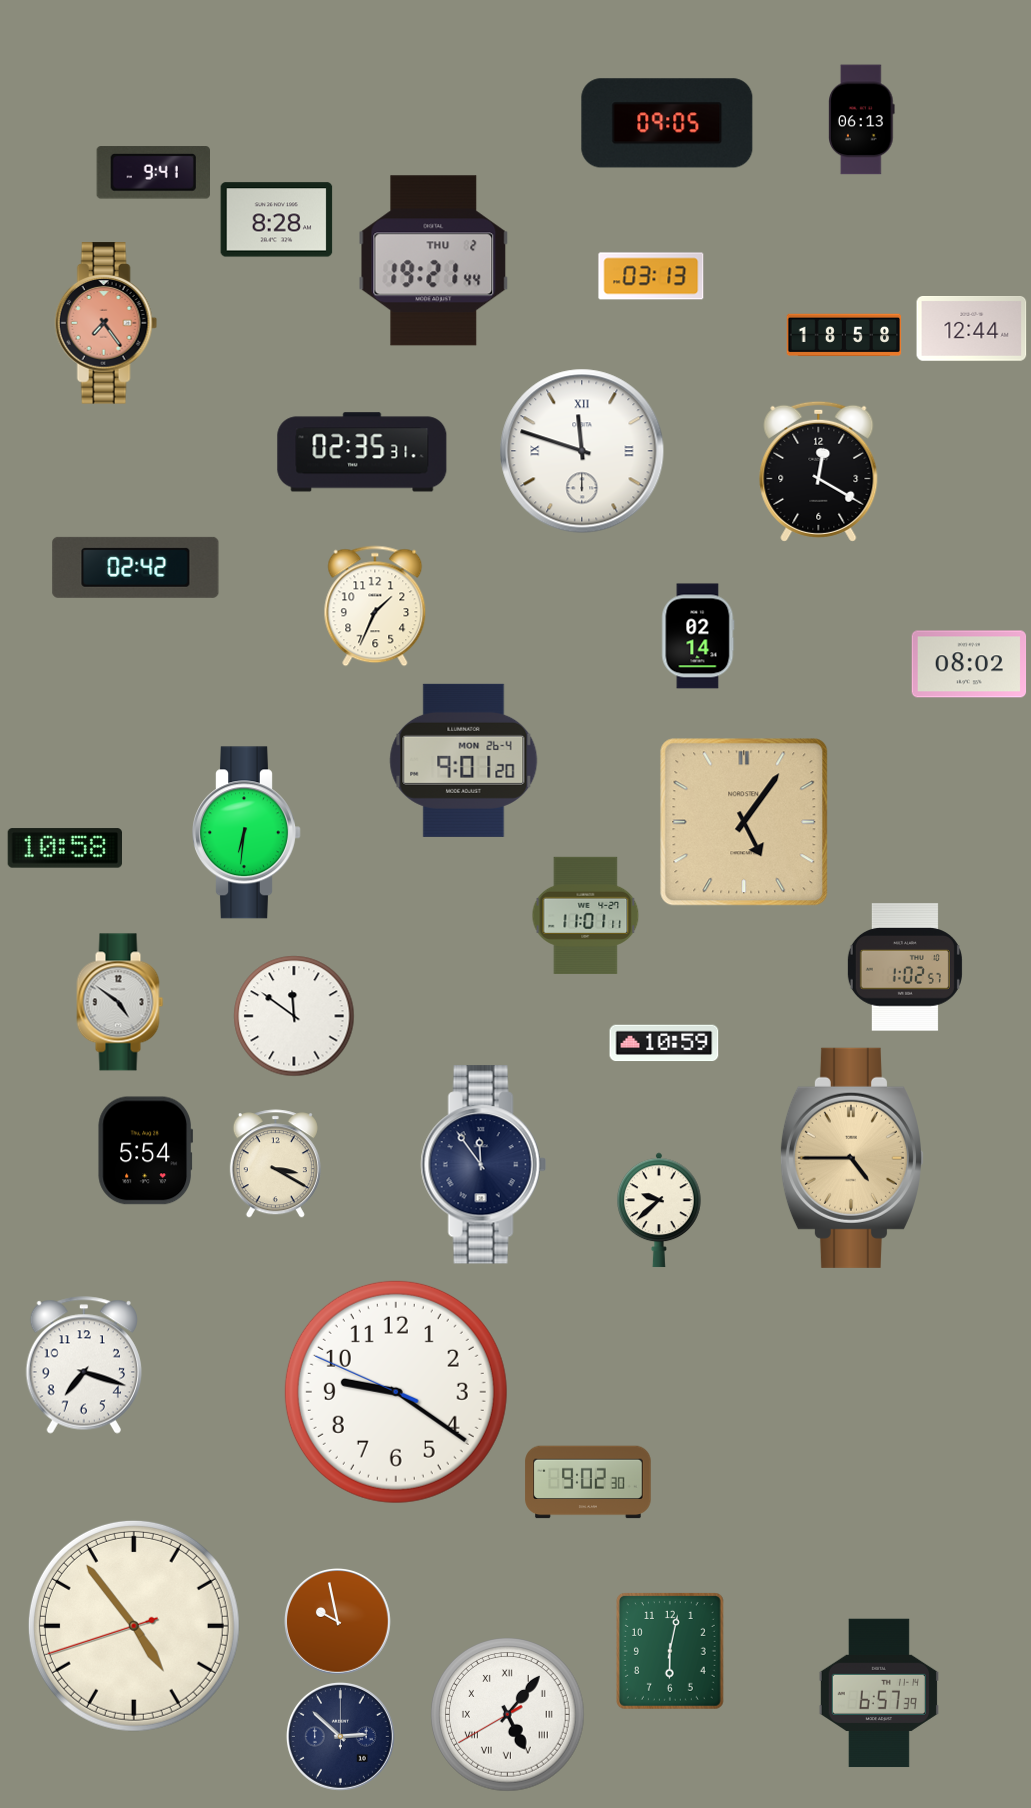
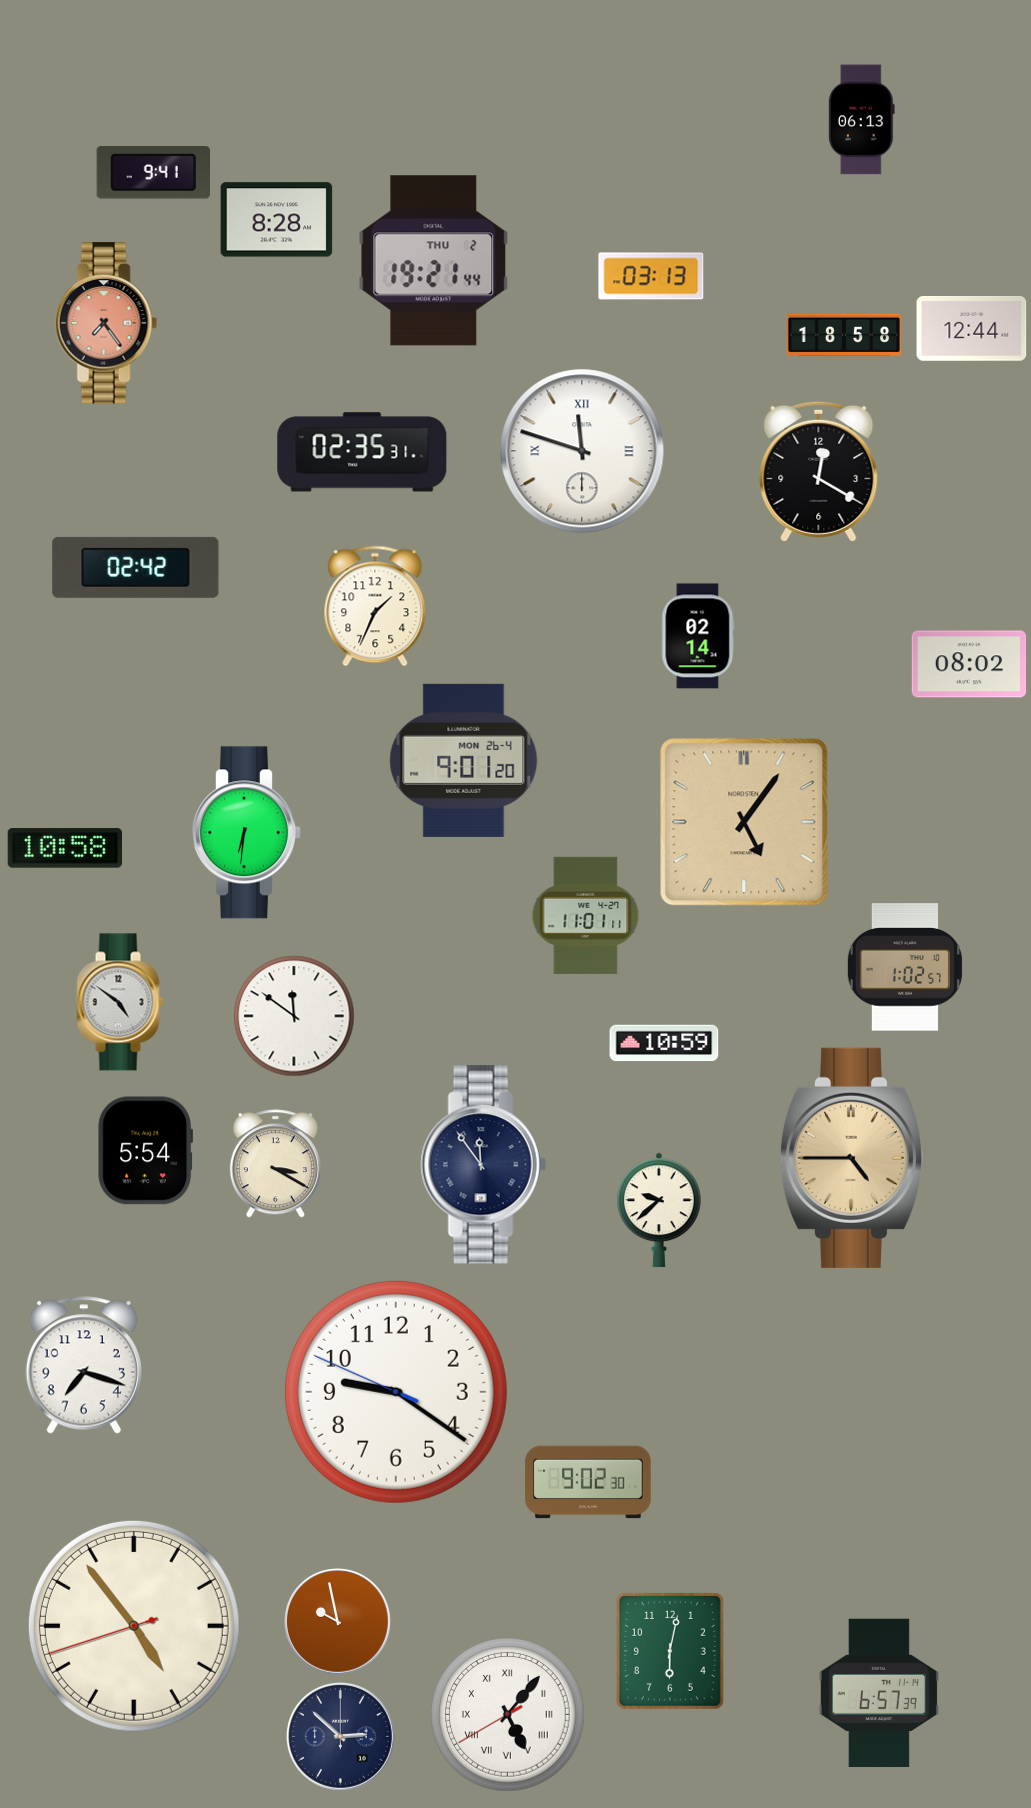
clock at (667, 123): 09:05 -> none
